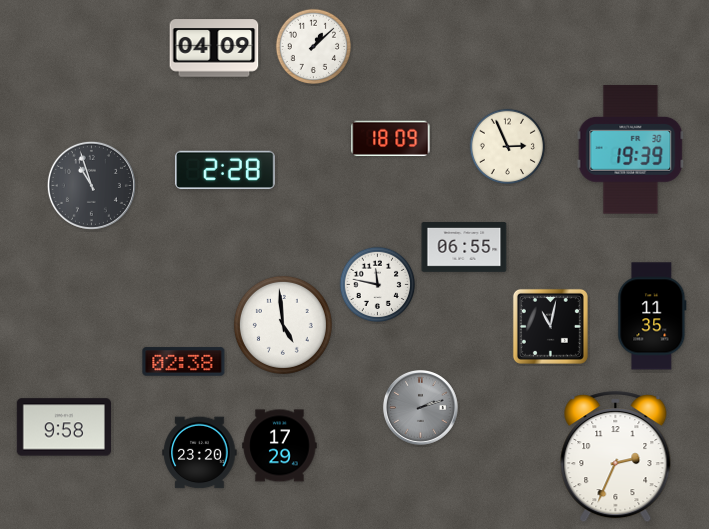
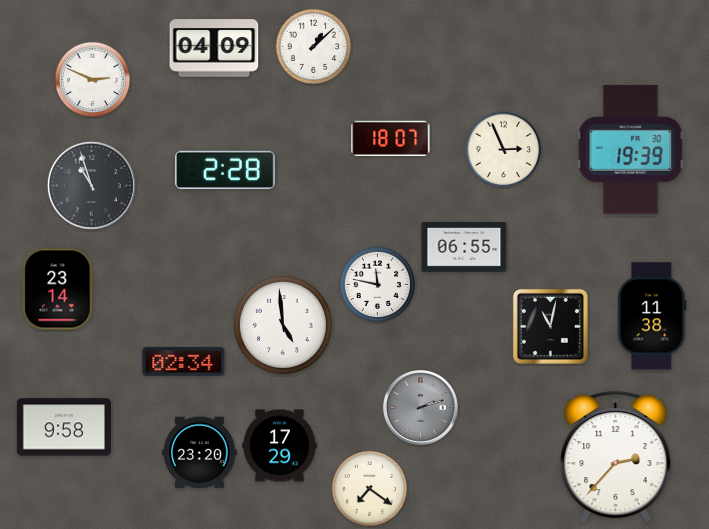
clock at (93, 80): none -> 2:49
clock at (391, 138): 18:09 -> 18:07
clock at (508, 147) position: (508, 147) -> (504, 150)
clock at (58, 289): none -> 23:14
clock at (652, 316): 11:35 -> 11:38
clock at (184, 362): 02:38 -> 02:34
clock at (616, 458): 2:34 -> 2:37
clock at (370, 489): none -> 7:21
